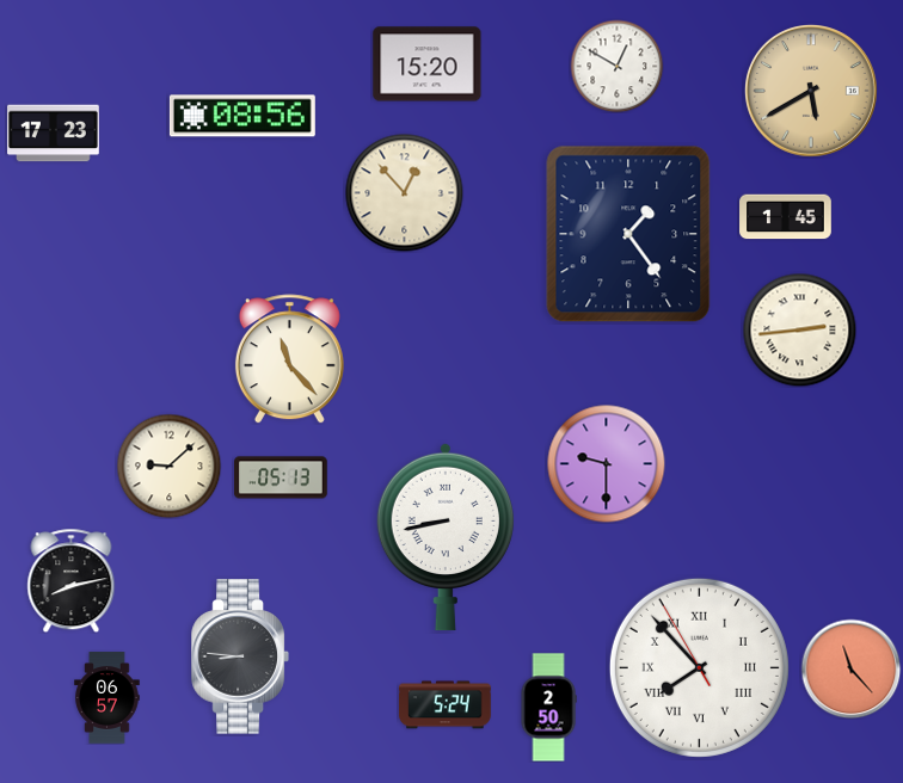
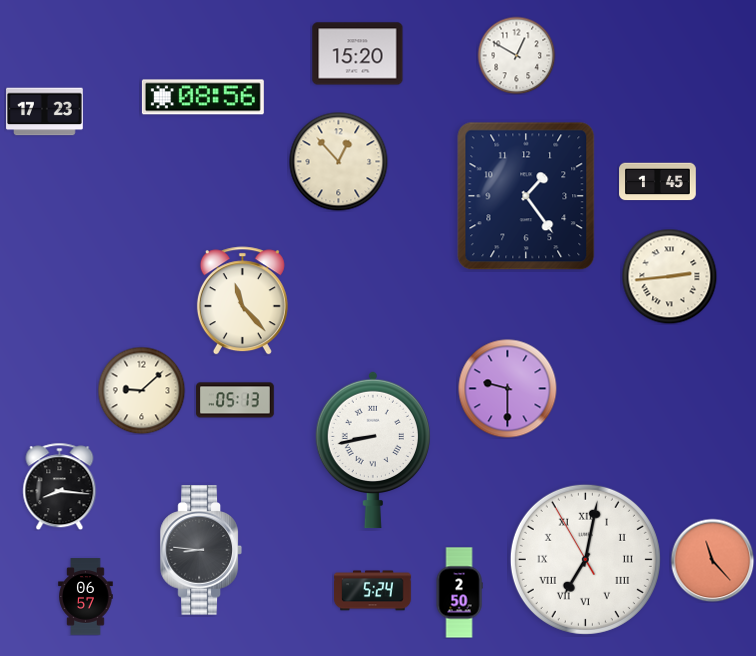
clock at (812, 92): 5:40 -> none
clock at (72, 580): 8:13 -> 8:16
clock at (699, 667): 7:52 -> 7:01
clock at (107, 698) position: (107, 698) -> (86, 597)
